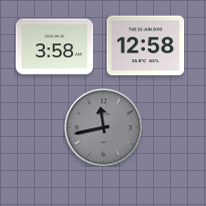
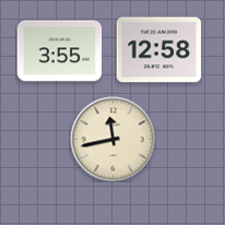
clock at (54, 47): 3:58 -> 3:55
clock at (103, 127) dial: grey -> cream
